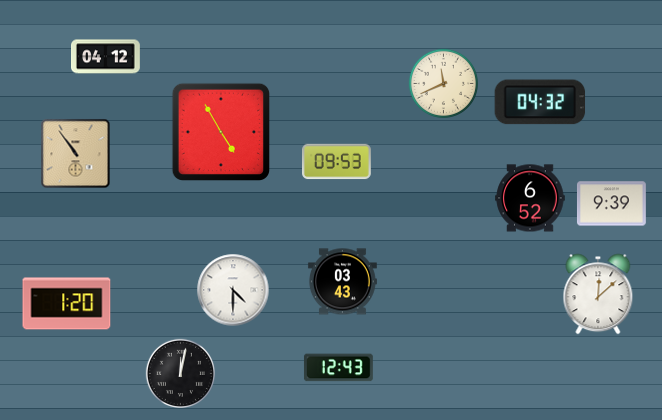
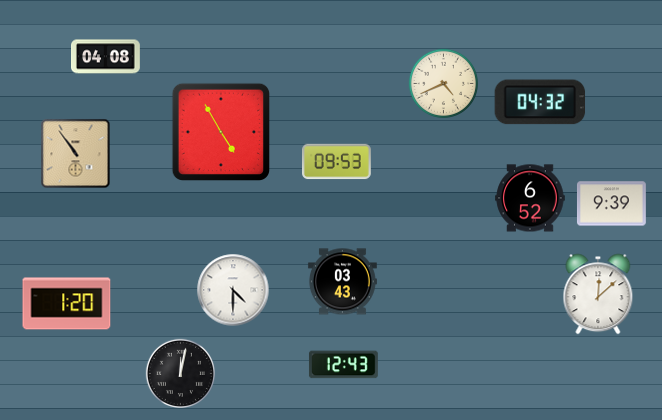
clock at (106, 57): 04:12 -> 04:08
clock at (443, 83): 11:41 -> 4:41
clock at (338, 368) position: (338, 368) -> (343, 365)
